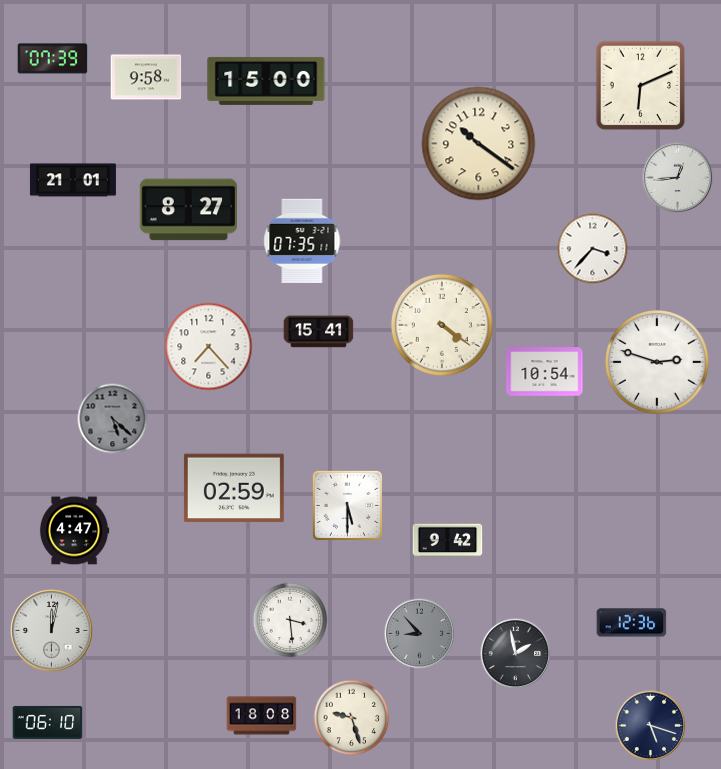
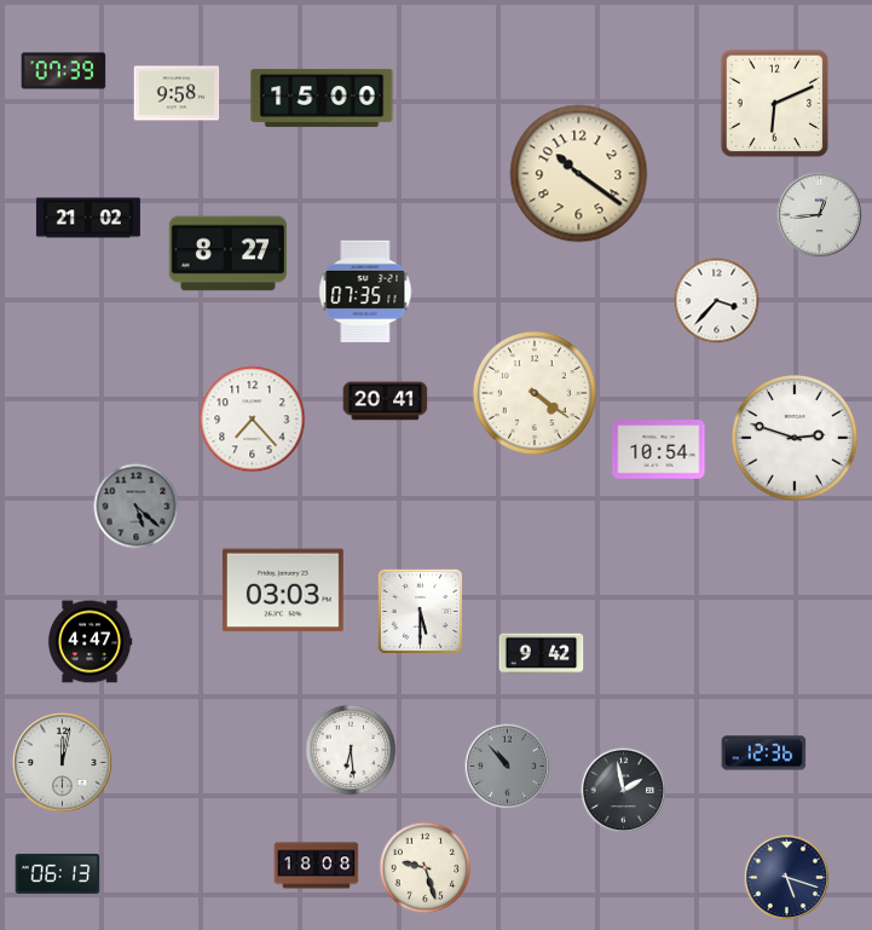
clock at (73, 180): 21:01 -> 21:02
clock at (319, 332): 15:41 -> 20:41
clock at (234, 488): 02:59 -> 03:03
clock at (290, 620): 3:29 -> 6:29
clock at (420, 634): 8:53 -> 10:53
clock at (48, 722): 06:10 -> 06:13
